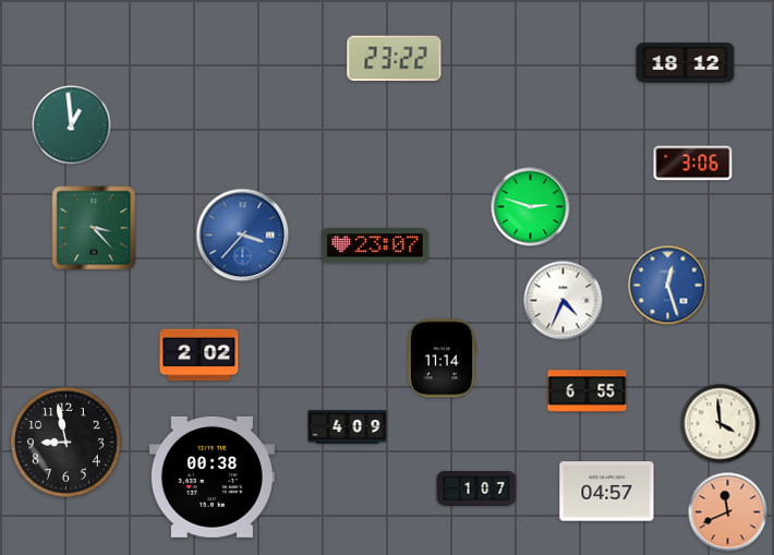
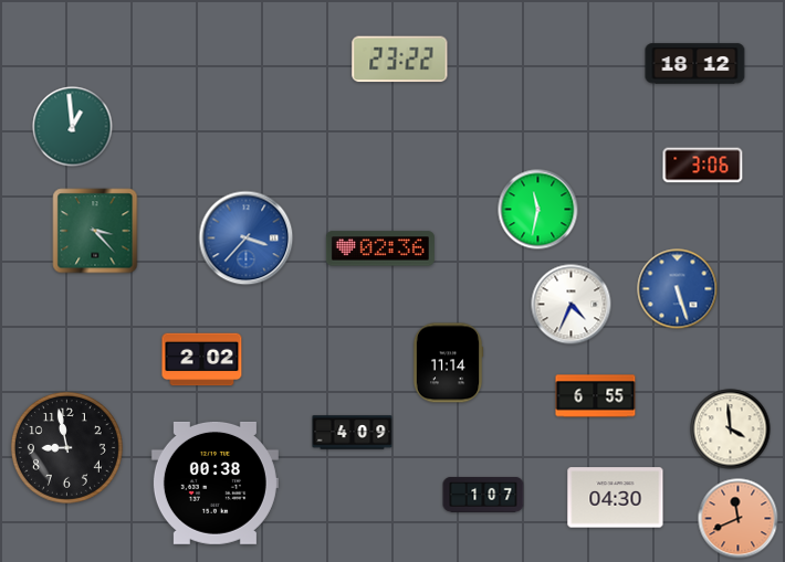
clock at (531, 207): 2:48 -> 11:32
clock at (375, 245): 23:07 -> 02:36
clock at (668, 286): 12:27 -> 5:27
clock at (607, 492): 04:57 -> 04:30
